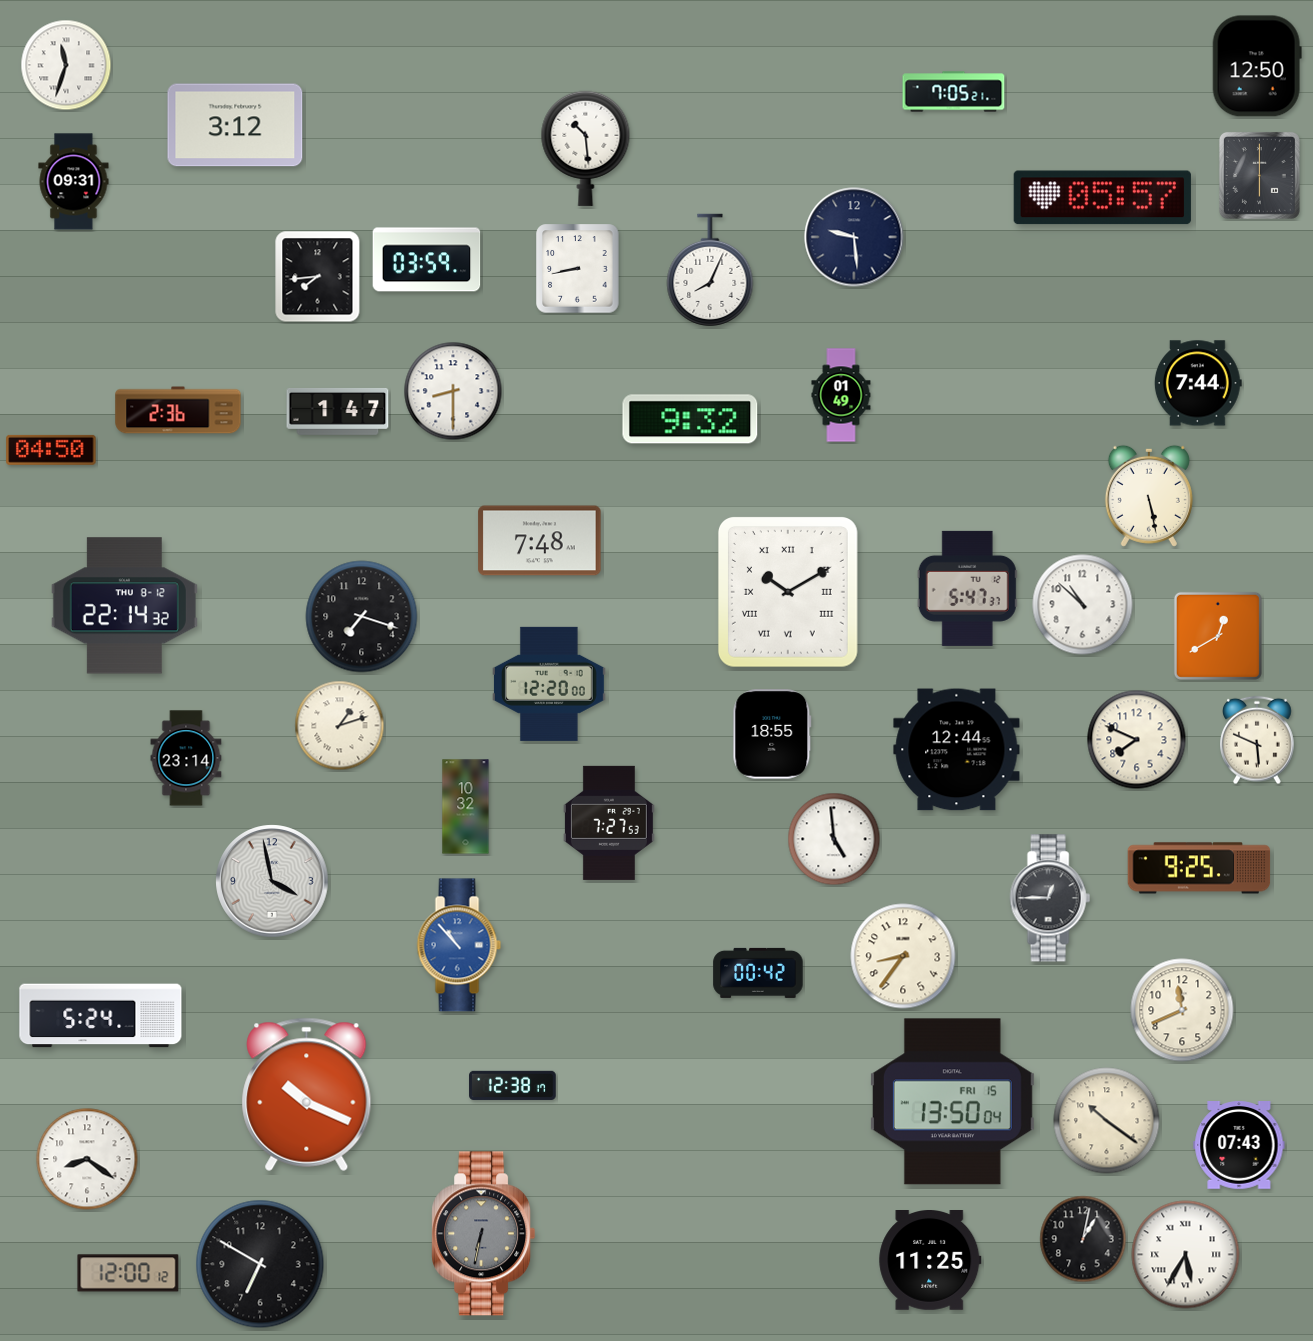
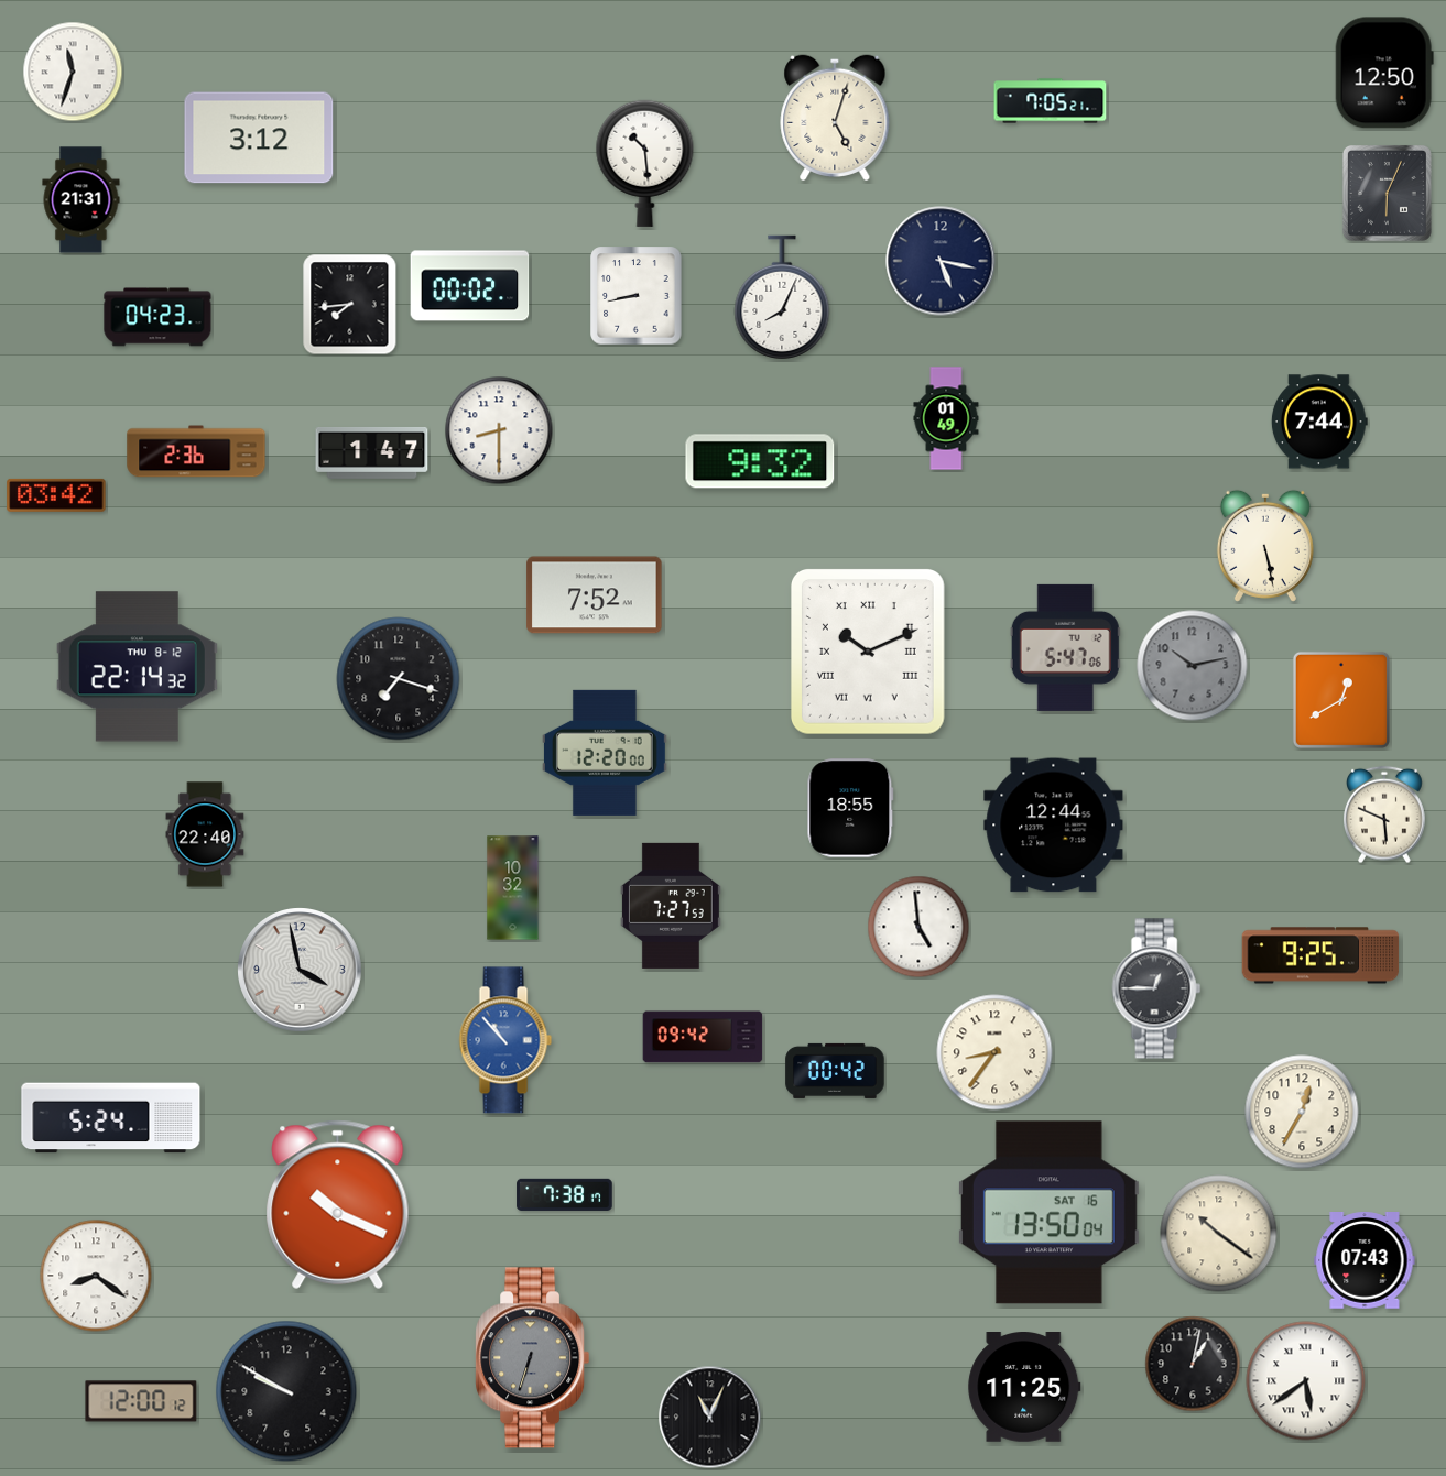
clock at (835, 118): none -> 5:03
clock at (1259, 175): 6:00 -> 6:04
clock at (74, 182): 09:31 -> 21:31
clock at (1102, 198): 05:57 -> none
clock at (854, 237): 9:29 -> 5:17
clock at (427, 260): 03:59 -> 00:02
clock at (157, 317): none -> 04:23
clock at (841, 395) position: (841, 395) -> (946, 418)
clock at (51, 450): 04:50 -> 03:42
clock at (540, 541): 7:48 -> 7:52
clock at (967, 588): 5:47:37 -> 5:47:06
clock at (788, 593): 10:10 -> 10:11
clock at (1083, 605): 10:52 -> 10:13
clock at (1083, 605) dial: white -> grey
clock at (340, 726): 1:12 -> none
clock at (1137, 740): 7:49 -> none
clock at (186, 758): 23:14 -> 22:40
clock at (834, 839) position: (834, 839) -> (918, 927)
clock at (703, 1037): none -> 09:42
clock at (1182, 1010): 11:41 -> 12:35
clock at (513, 1085): 12:38 -> 7:38
clock at (952, 1102) date: FRI 15 -> SAT 16
clock at (484, 1234): 6:32 -> 6:33
clock at (1186, 1255): 5:35 -> 5:39
clock at (260, 1264): 6:50 -> 9:50
clock at (710, 1418): none -> 11:04
